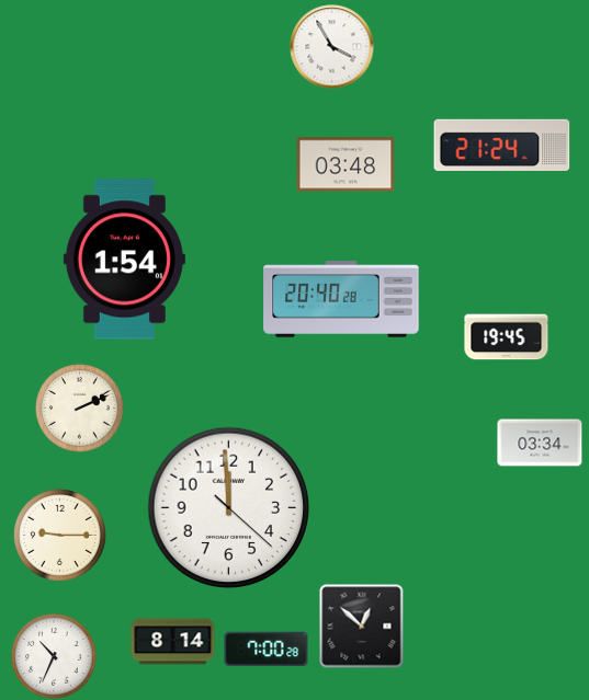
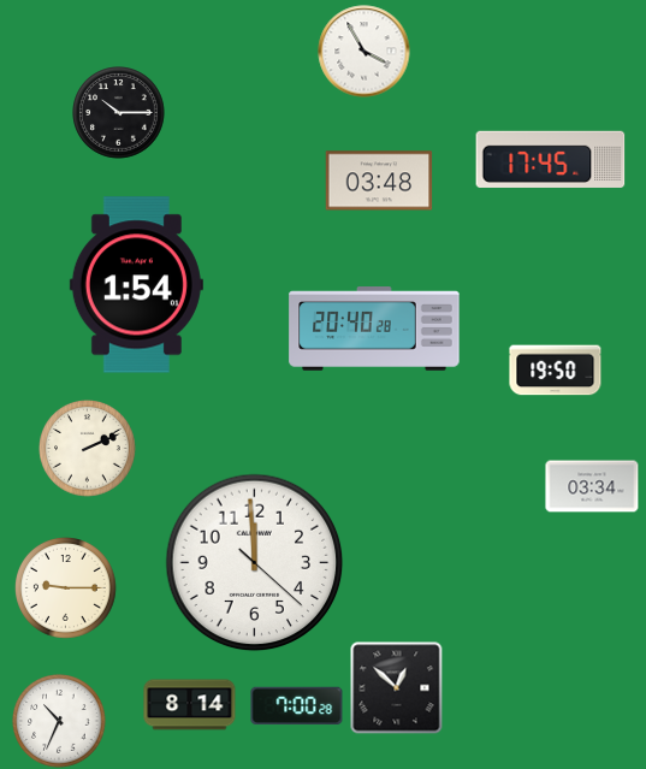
clock at (119, 113): none -> 10:15
clock at (502, 145): 21:24 -> 17:45
clock at (507, 337): 19:45 -> 19:50
clock at (229, 508) position: (229, 508) -> (255, 563)
clock at (267, 650) position: (267, 650) -> (297, 706)
